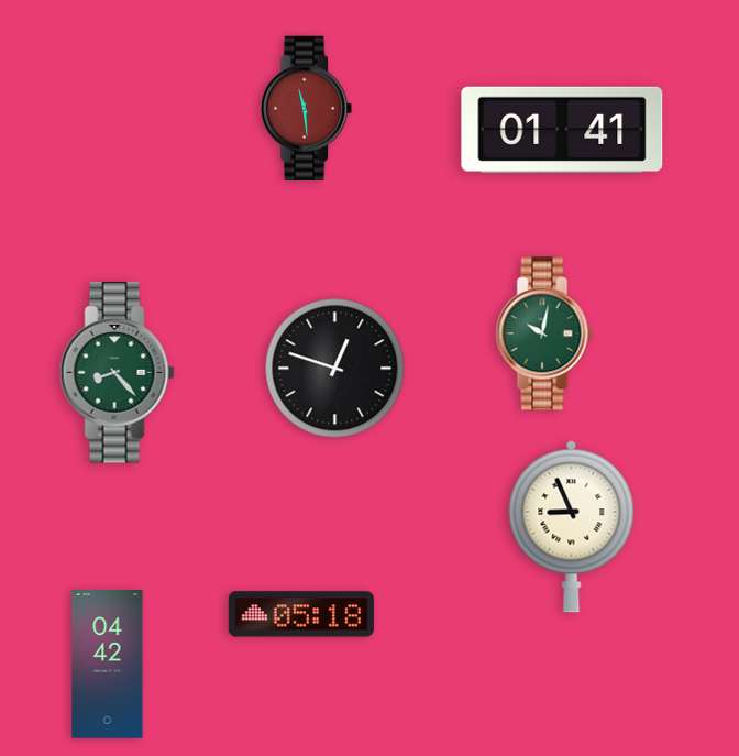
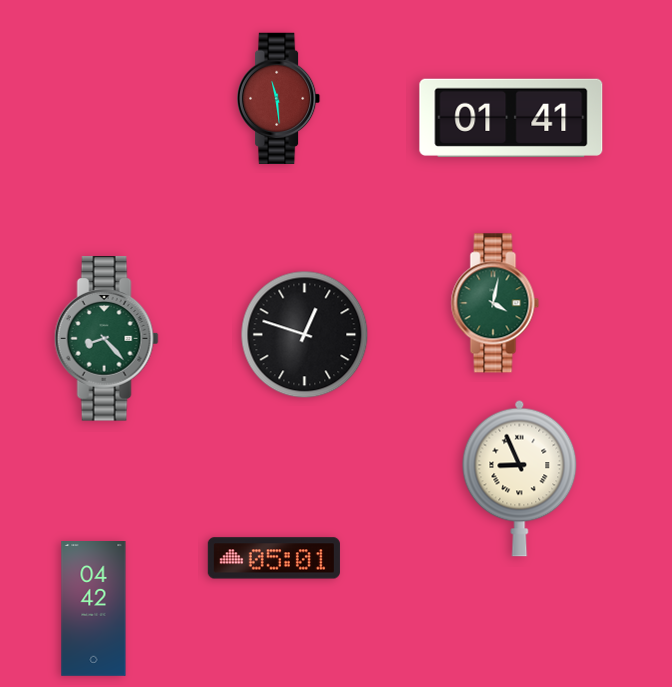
clock at (544, 333): 10:02 -> 4:02
clock at (301, 614): 05:18 -> 05:01
clock at (108, 665) position: (108, 665) -> (94, 609)
